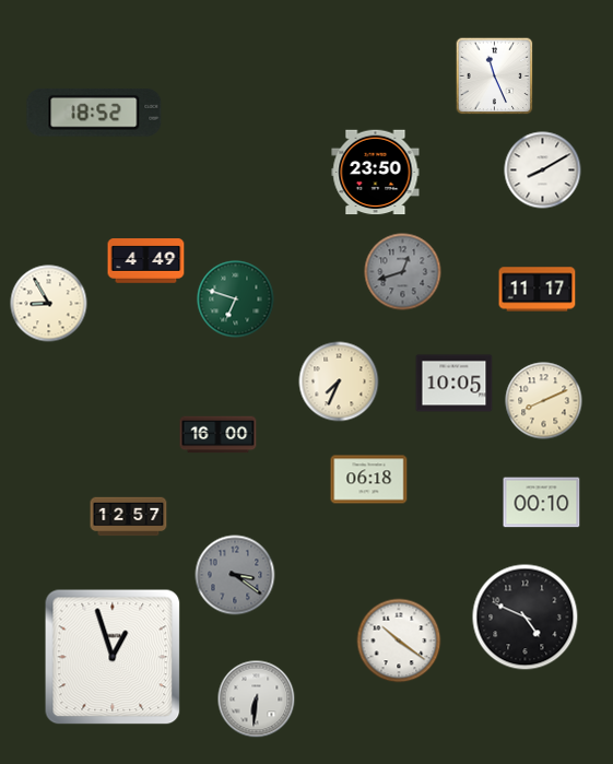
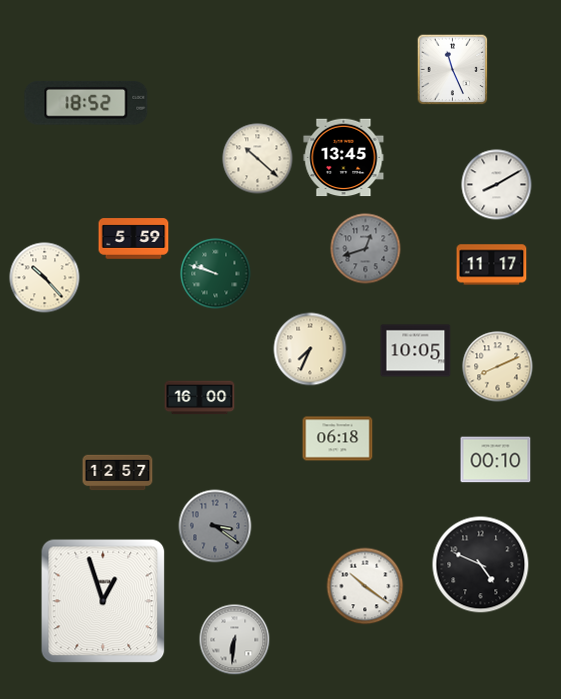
clock at (543, 171) position: (543, 171) -> (497, 185)
clock at (376, 173): 23:50 -> 13:45
clock at (258, 159): none -> 10:22
clock at (146, 261): 4:49 -> 5:59
clock at (403, 272) position: (403, 272) -> (366, 249)
clock at (236, 299): 6:48 -> 9:48
clock at (49, 304): 8:55 -> 10:23
